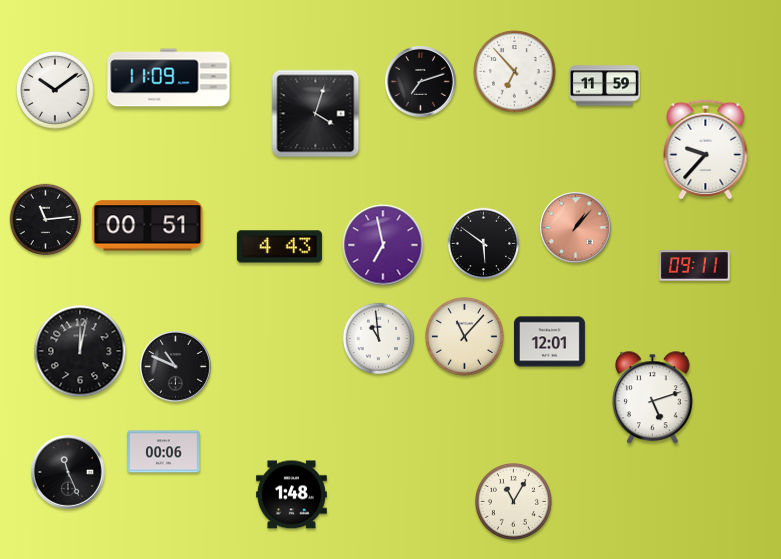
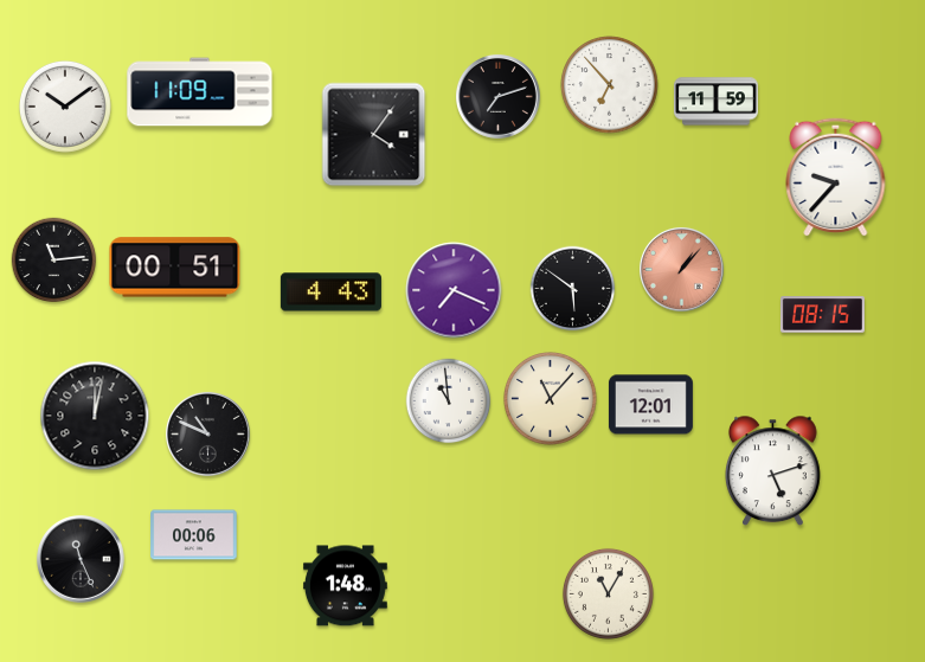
clock at (316, 114): 4:03 -> 4:06
clock at (383, 245): 6:58 -> 7:19
clock at (694, 266): 09:11 -> 08:15
